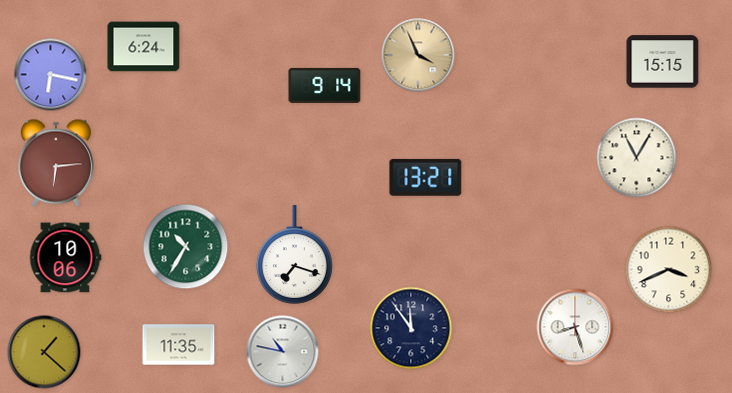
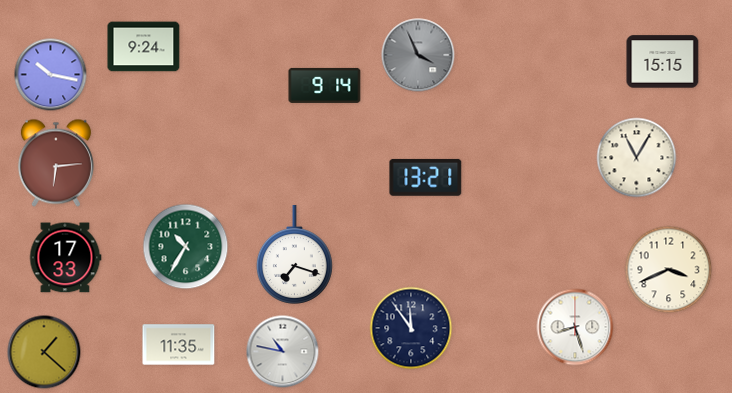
clock at (144, 47): 6:24 -> 9:24
clock at (418, 55) dial: champagne -> grey
clock at (51, 75): 6:17 -> 10:17
clock at (65, 258): 10:06 -> 17:33
